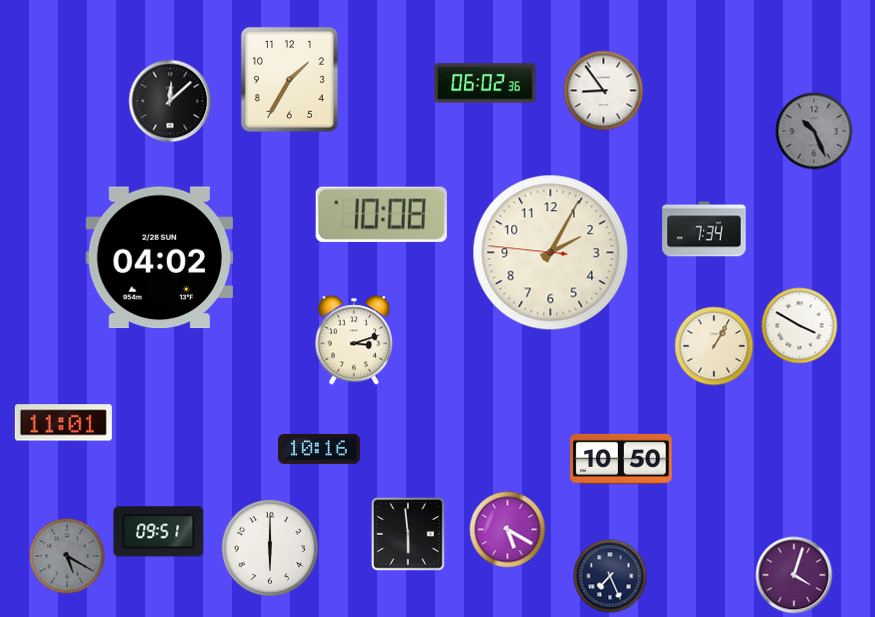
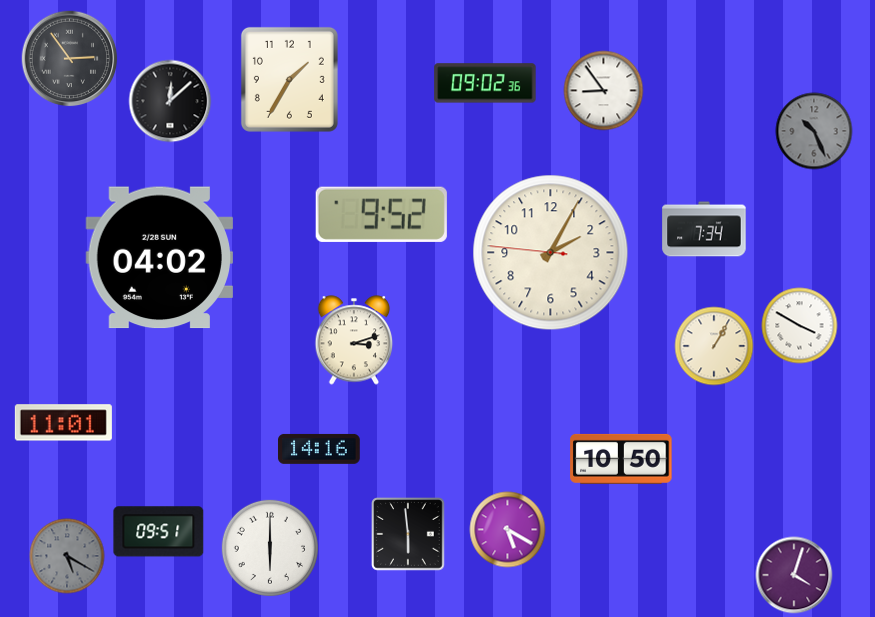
clock at (70, 59): none -> 2:54
clock at (485, 83): 06:02 -> 09:02
clock at (381, 214): 10:08 -> 9:52
clock at (320, 449): 10:16 -> 14:16
clock at (610, 576): 7:26 -> none
